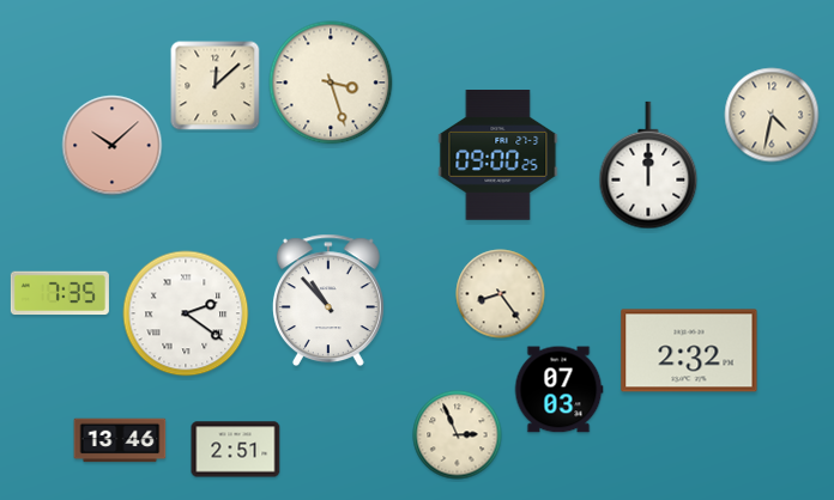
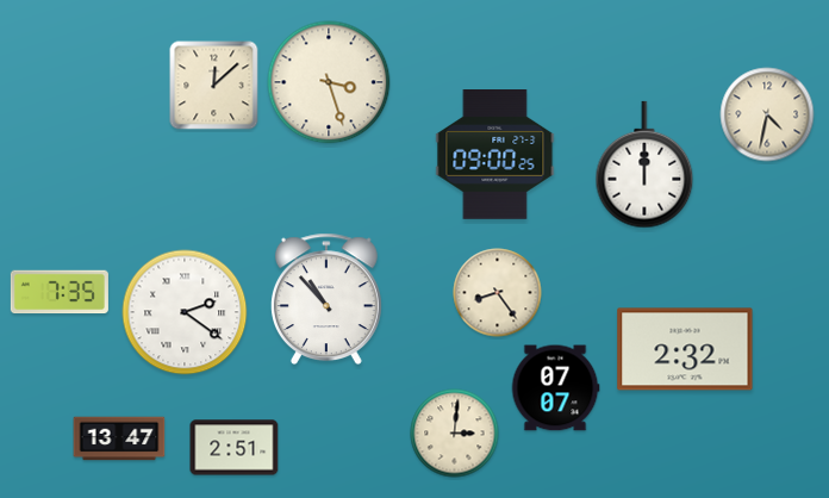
clock at (113, 146): 10:08 -> none
clock at (558, 390): 07:03 -> 07:07
clock at (458, 435): 2:56 -> 3:01
clock at (120, 440): 13:46 -> 13:47
